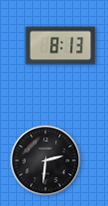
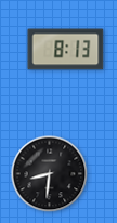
clock at (46, 161): 2:31 -> 8:31
